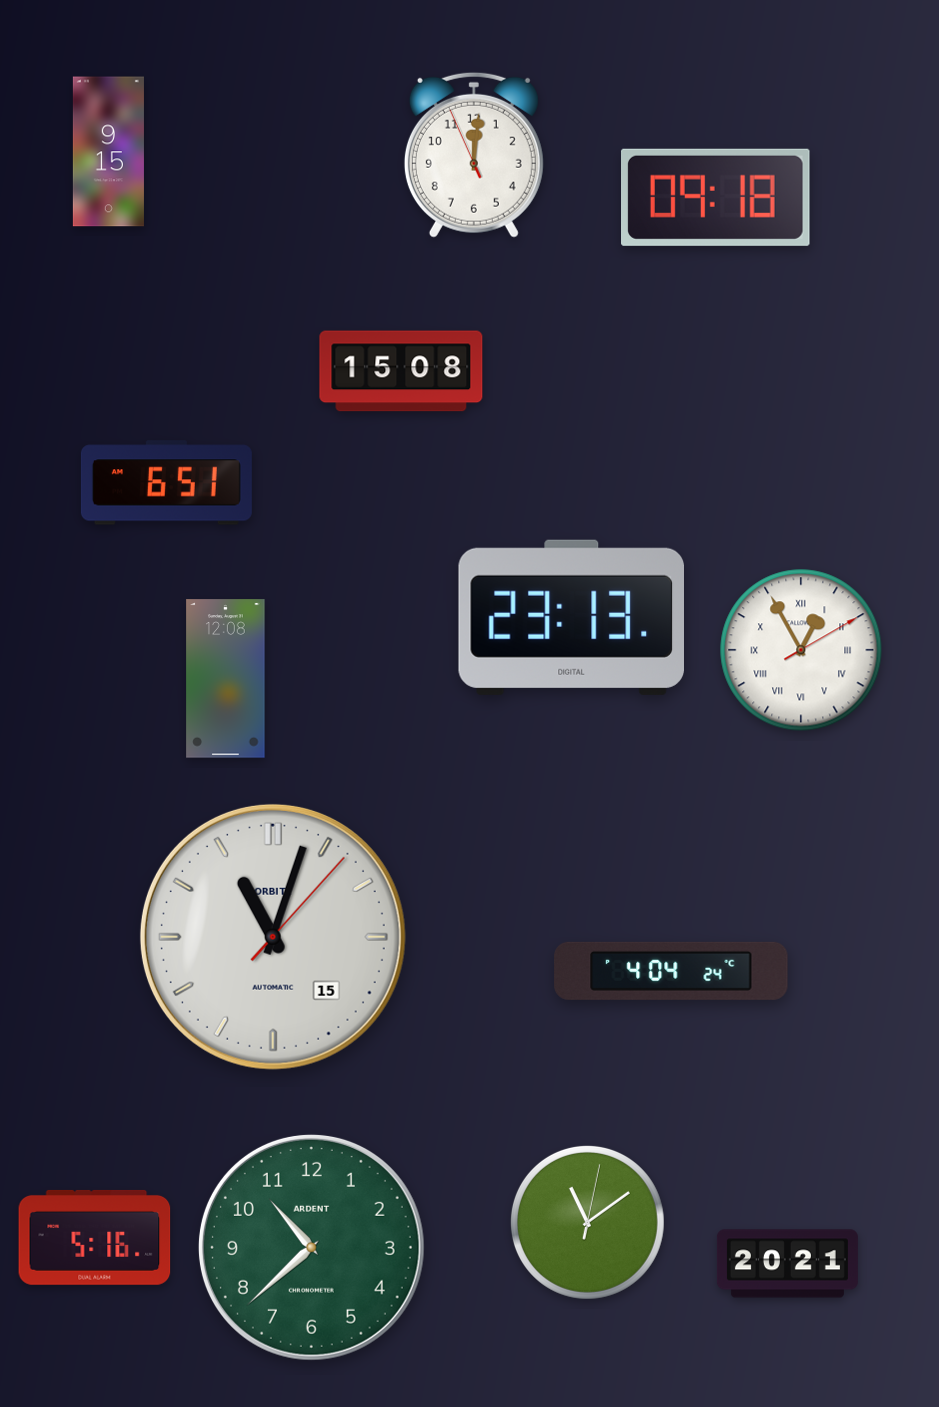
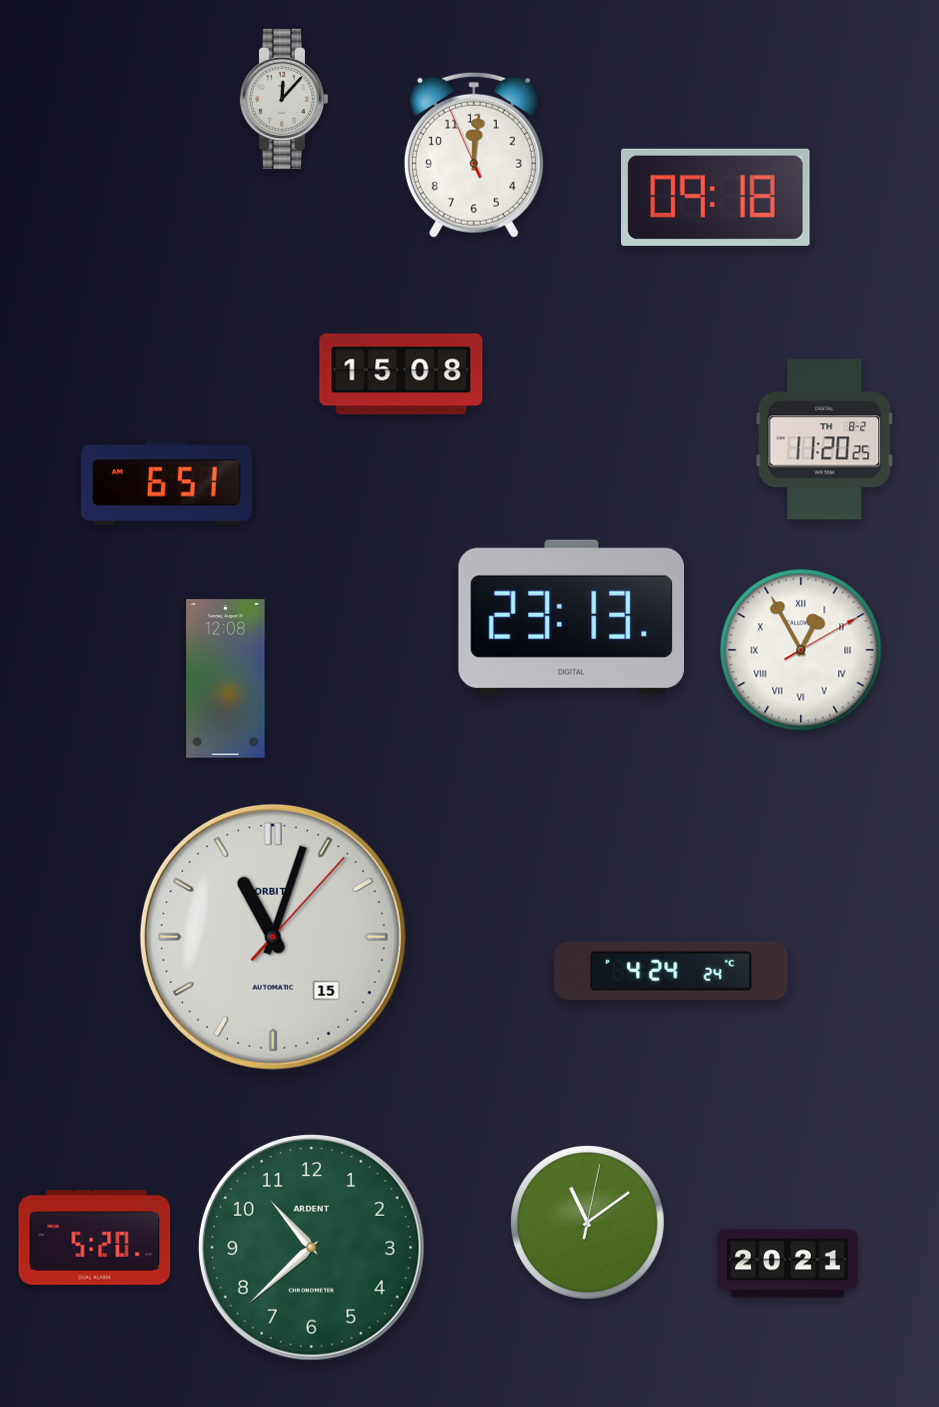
clock at (283, 99): none -> 12:07
clock at (108, 152): 9:15 -> none
clock at (401, 371) position: (401, 371) -> (401, 374)
clock at (825, 440): none -> 11:20
clock at (671, 971): 4:04 -> 4:24
clock at (95, 1237): 5:16 -> 5:20
